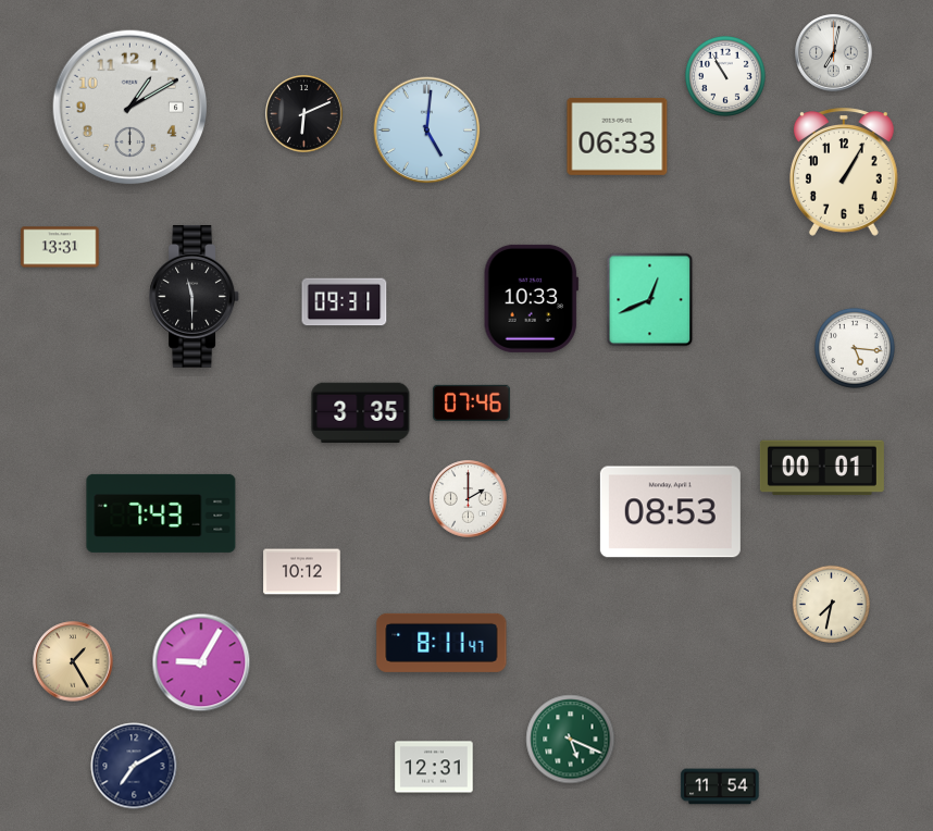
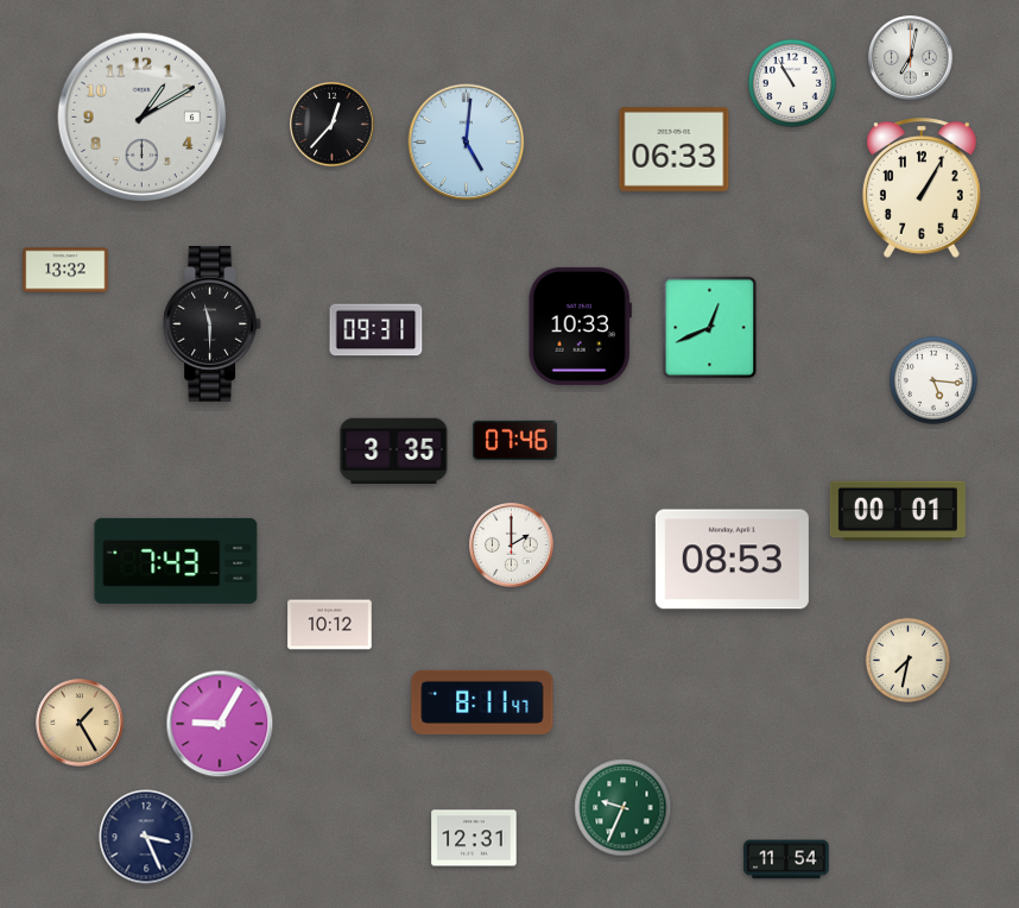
clock at (304, 114): 6:11 -> 12:37
clock at (60, 247): 13:31 -> 13:32
clock at (571, 740): 5:19 -> 9:34
clock at (134, 766): 7:10 -> 3:26
